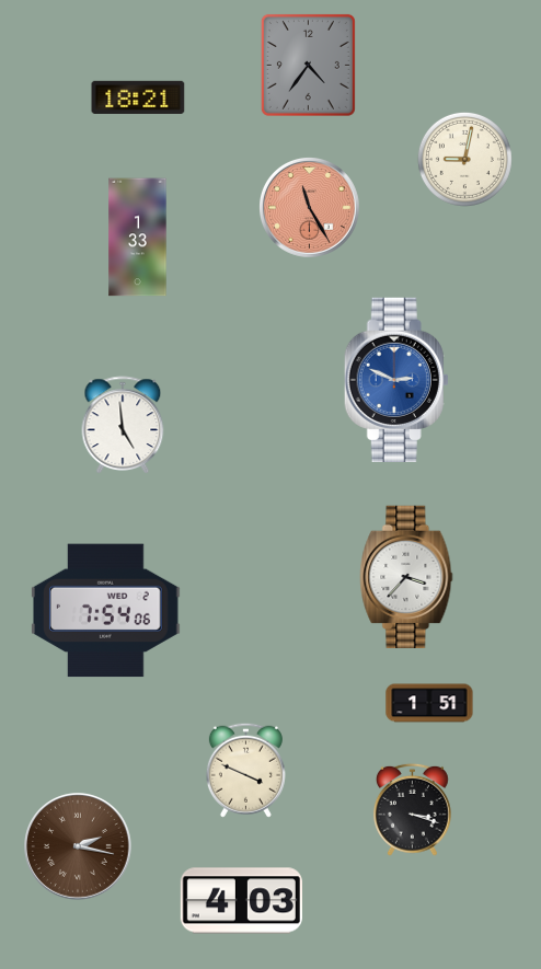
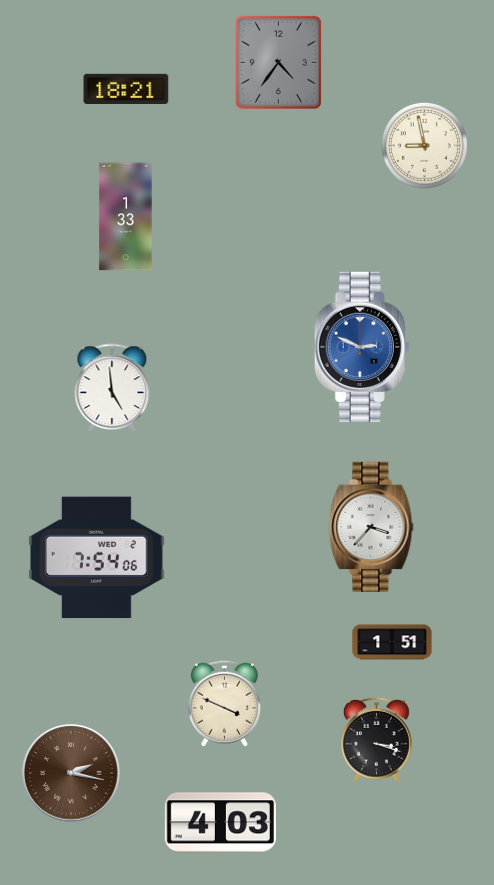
clock at (308, 65) position: (308, 65) -> (278, 62)
clock at (464, 159): 9:02 -> 8:58
clock at (310, 208): 11:25 -> none
